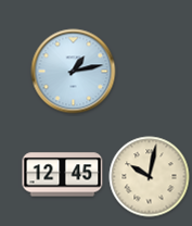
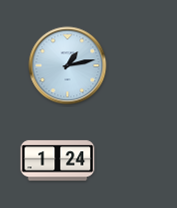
clock at (63, 175): 12:45 -> 1:24
clock at (150, 177): 10:02 -> none
